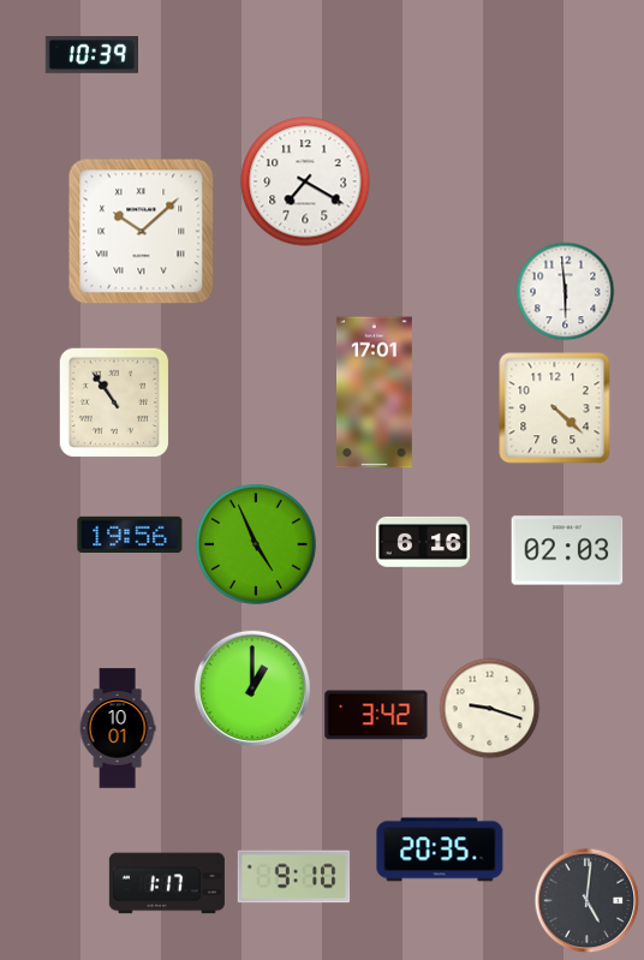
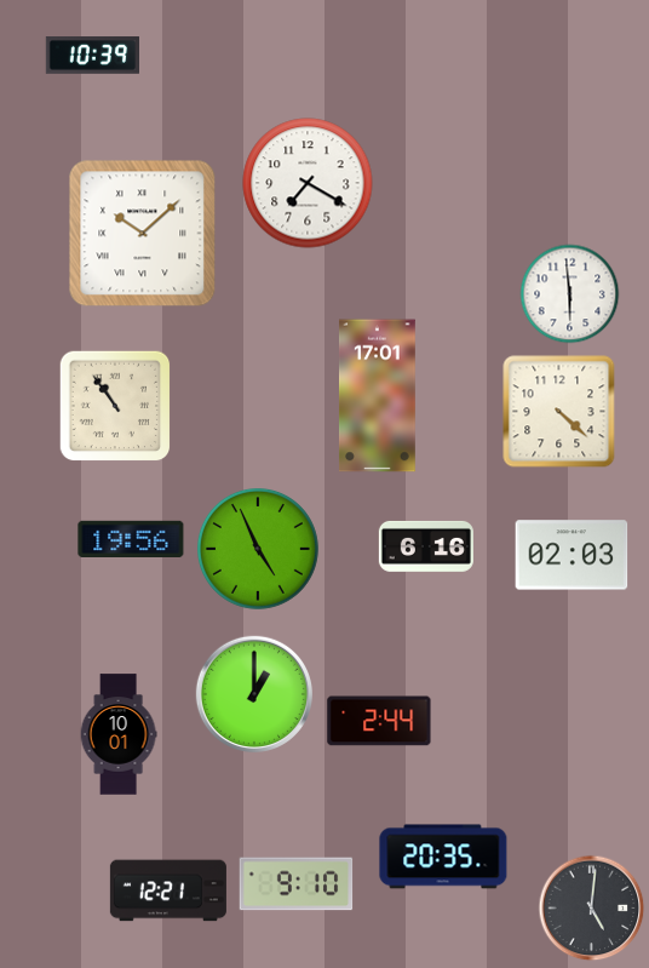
clock at (490, 709): 9:18 -> none
clock at (376, 715): 3:42 -> 2:44
clock at (167, 883): 1:17 -> 12:21
